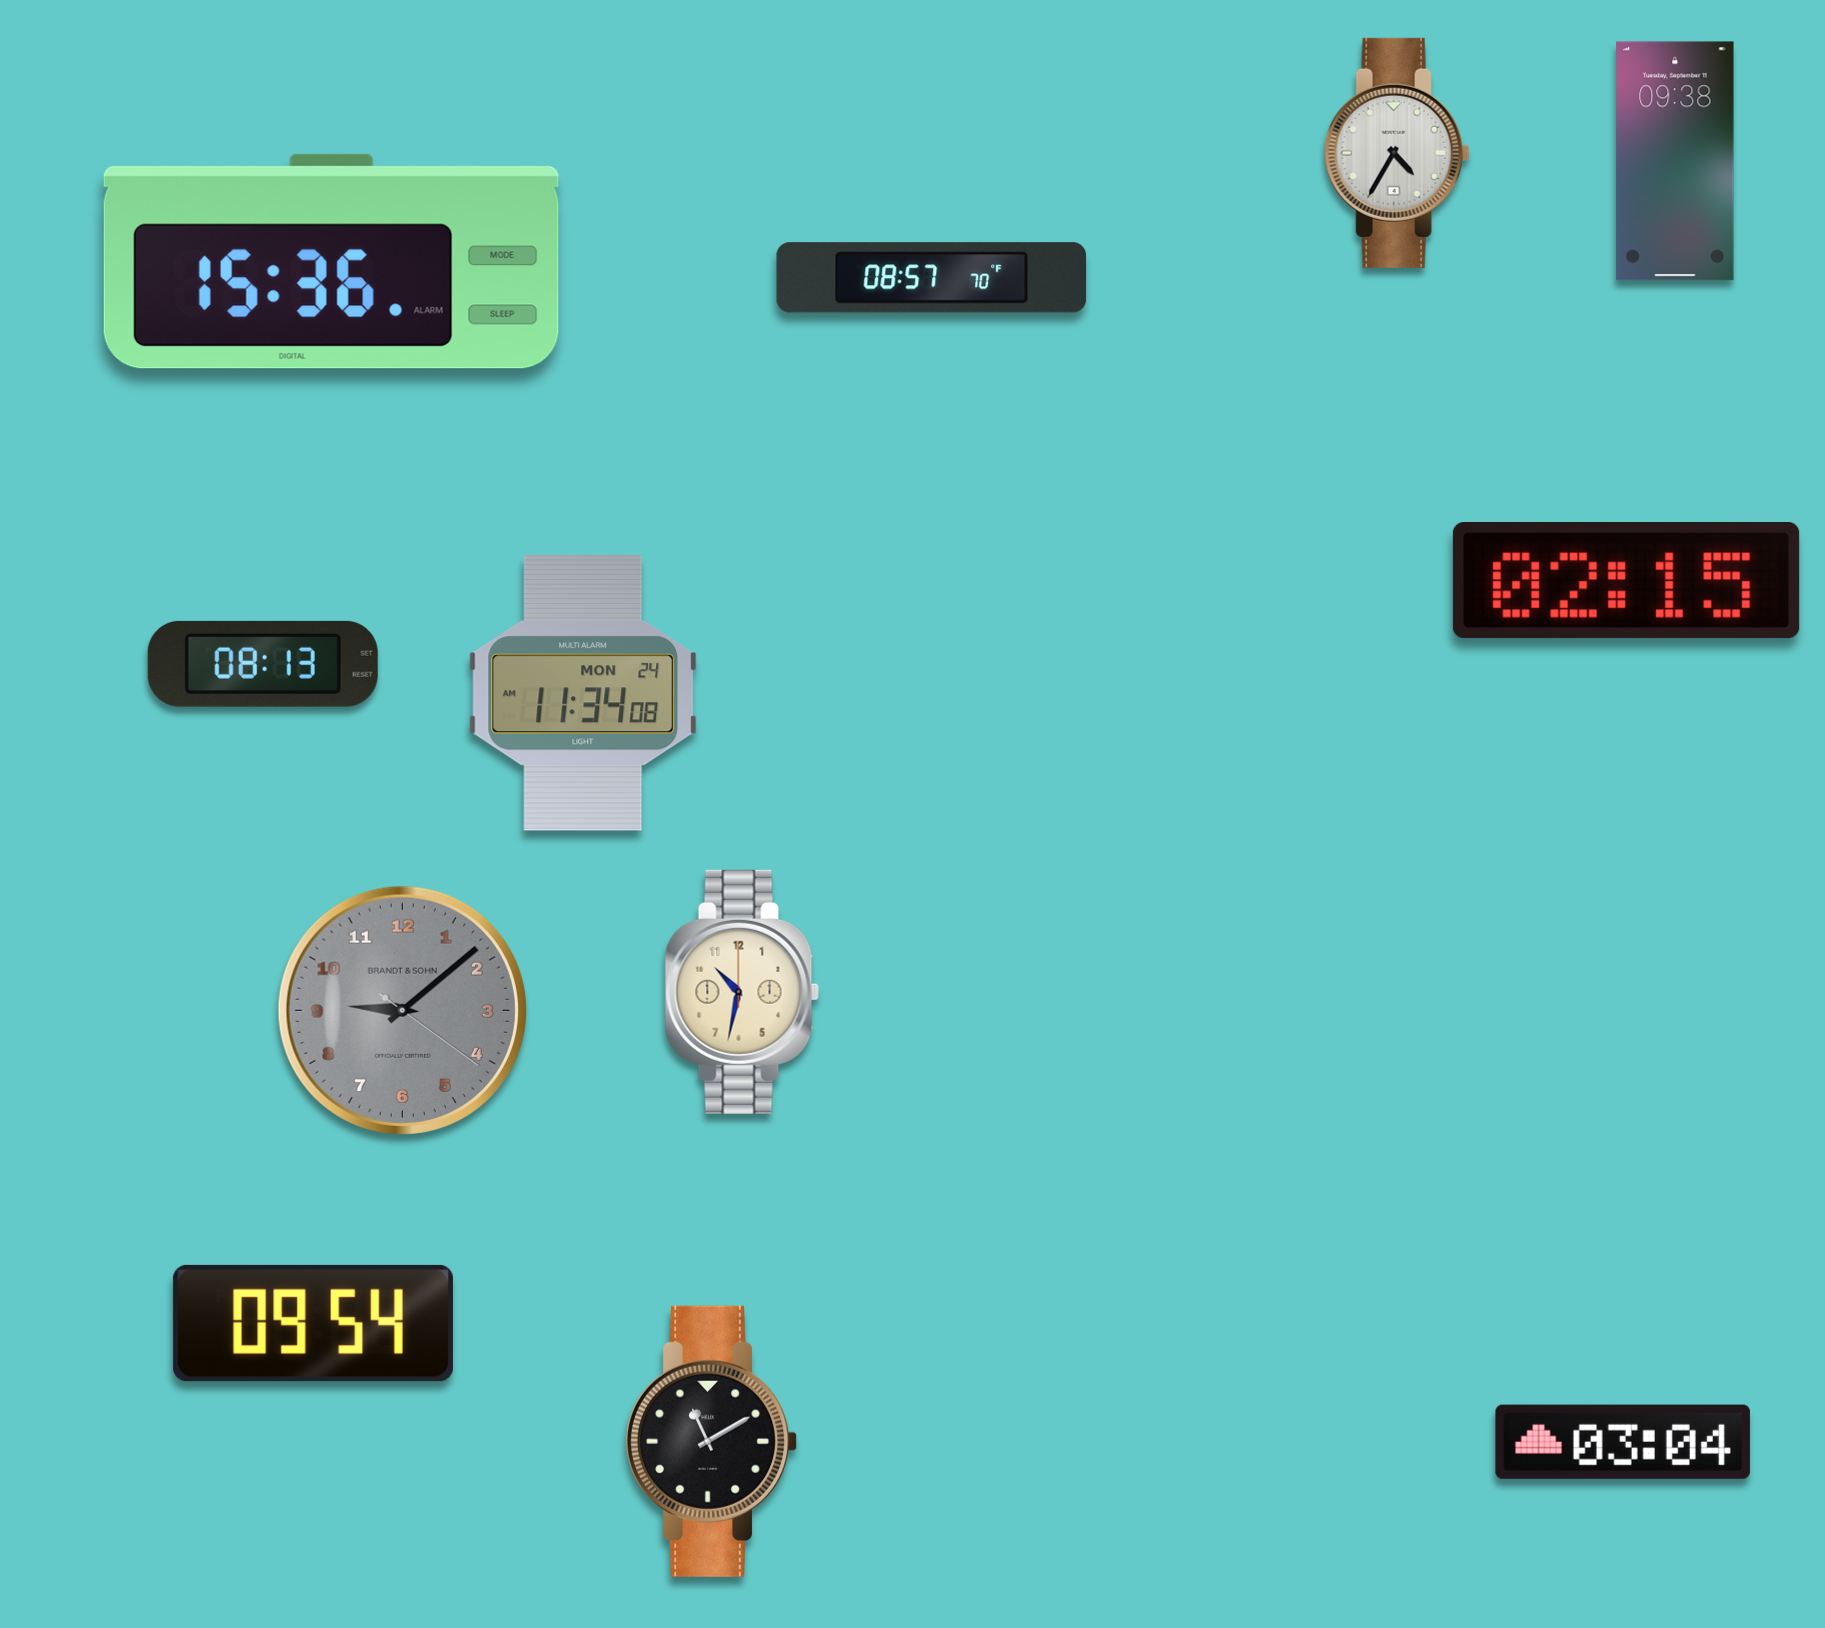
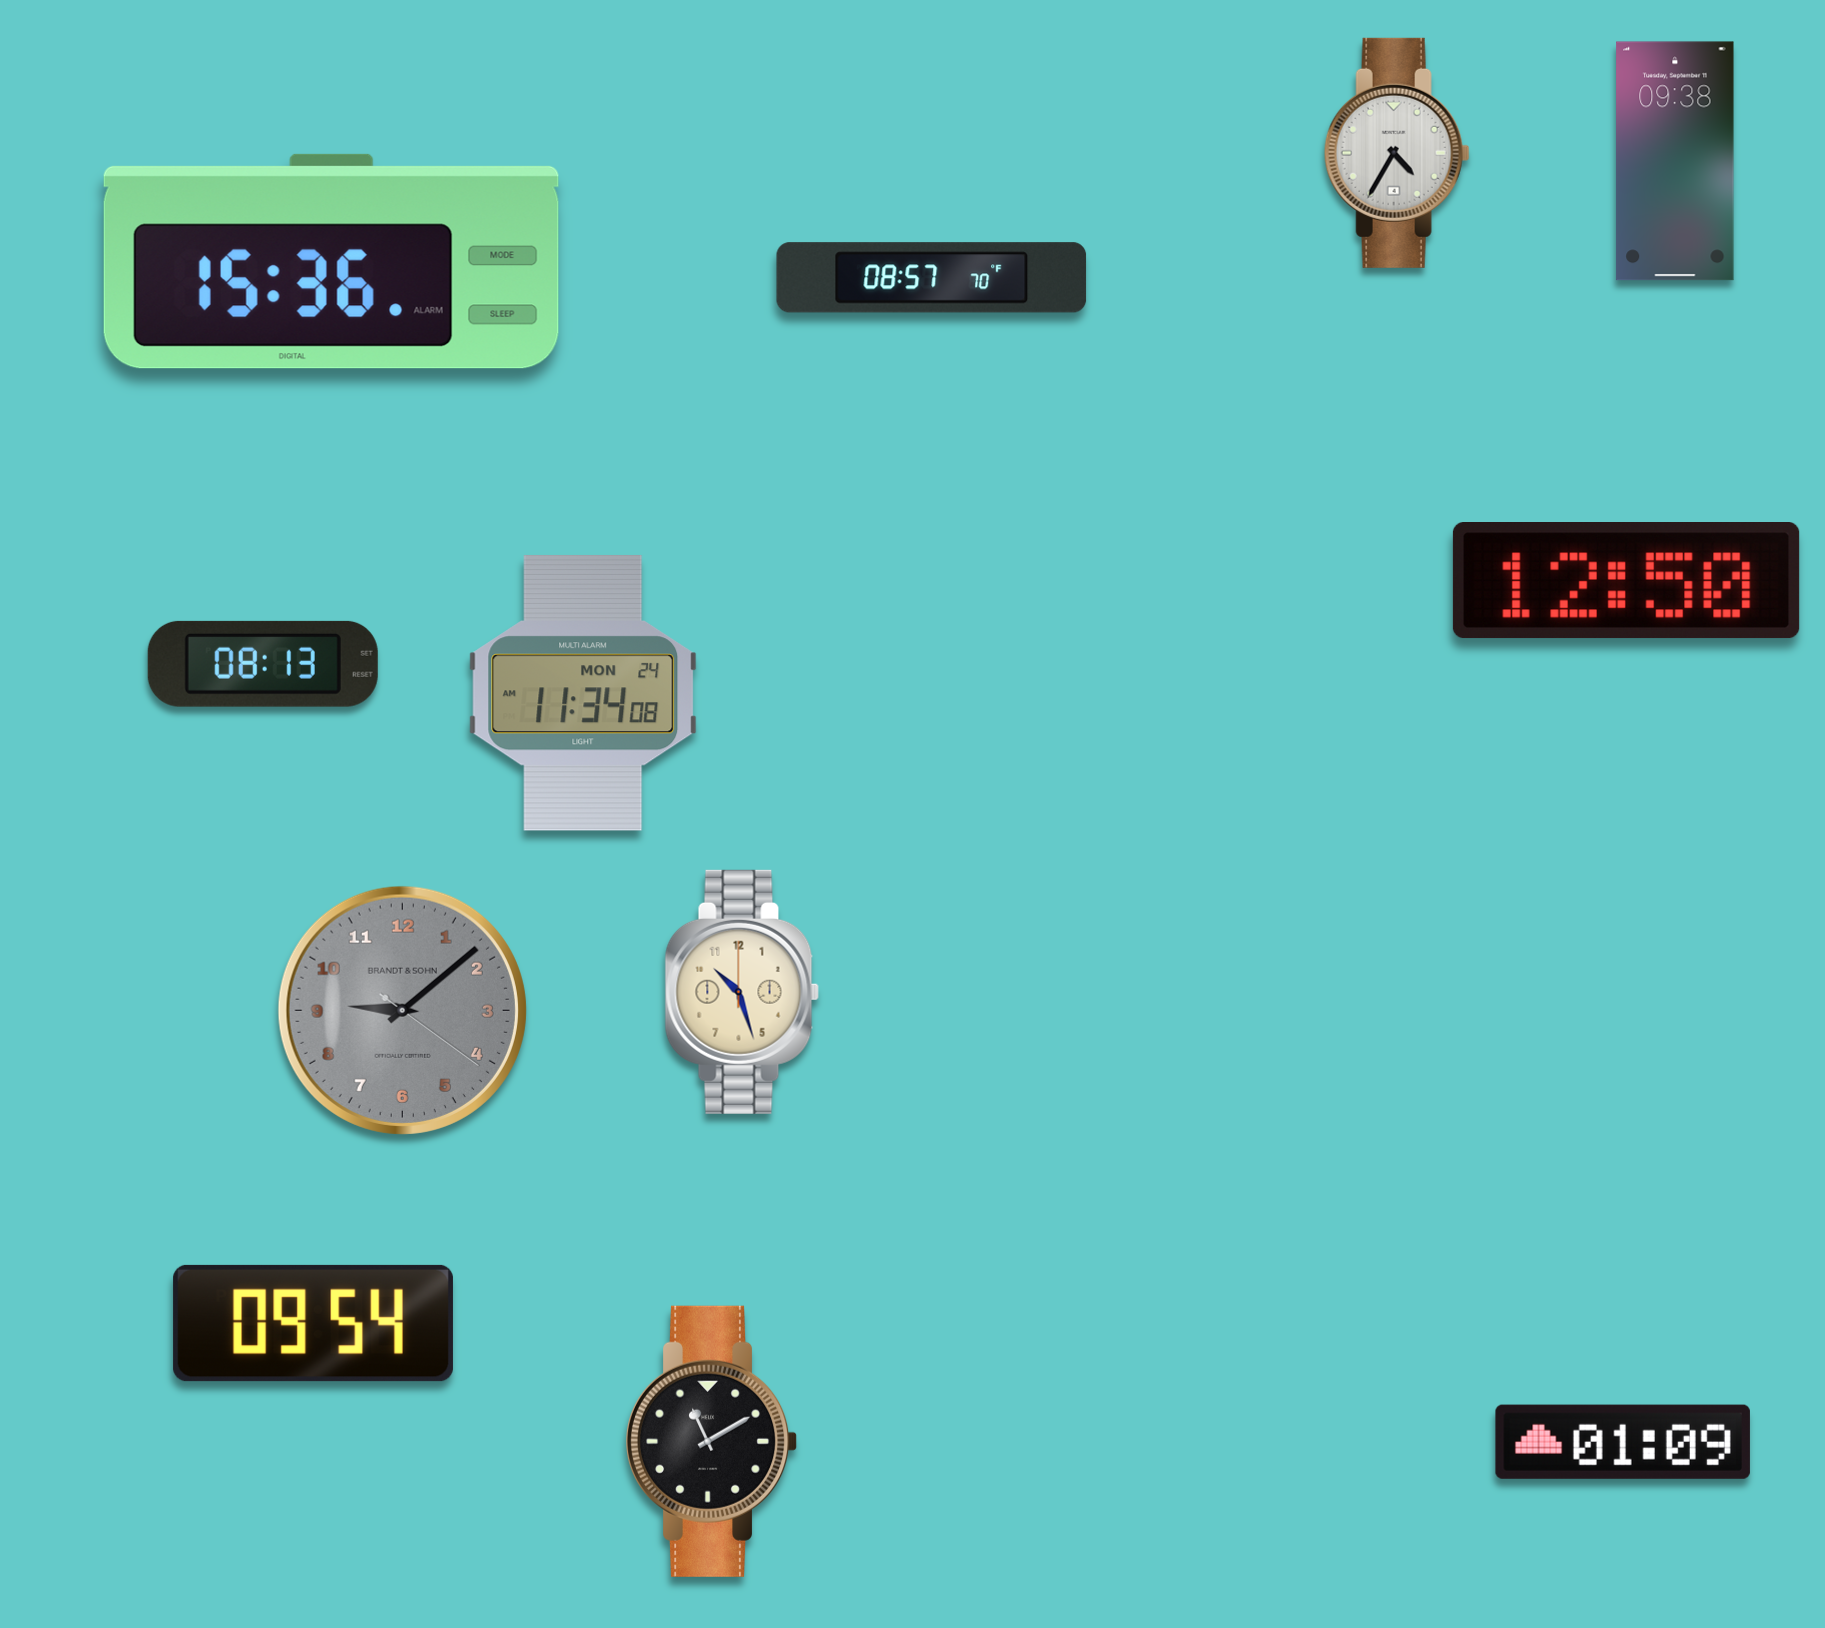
clock at (1626, 581): 02:15 -> 12:50
clock at (742, 992): 10:32 -> 10:27
clock at (1623, 1442): 03:04 -> 01:09
